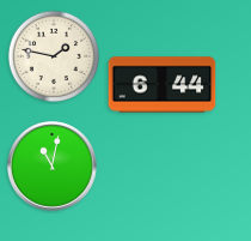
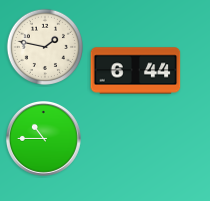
clock at (53, 167): 11:02 -> 10:45
